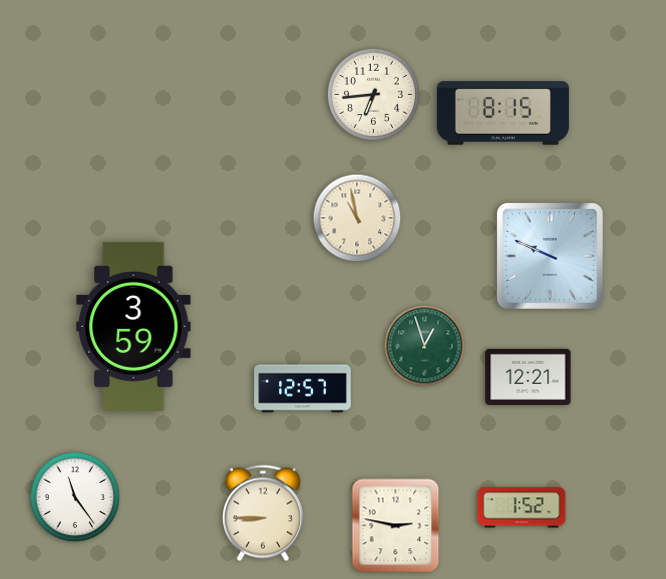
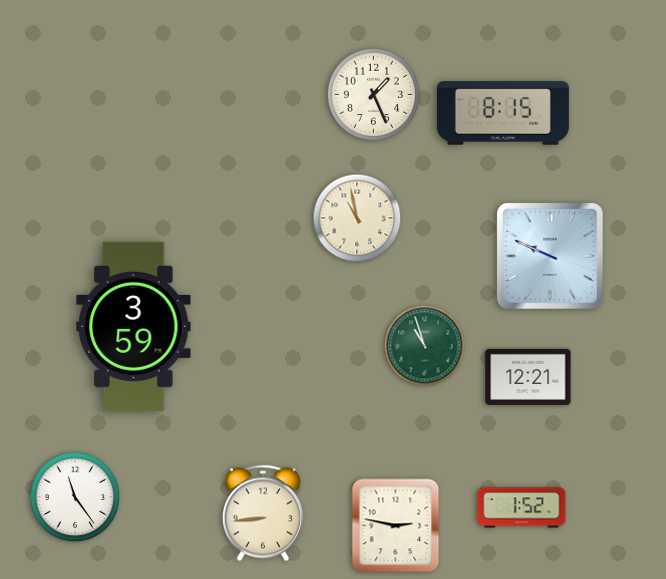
clock at (373, 94): 6:44 -> 1:26
clock at (425, 346): 12:57 -> 10:57
clock at (303, 389): 12:57 -> none
clock at (263, 513): 8:45 -> 8:44
